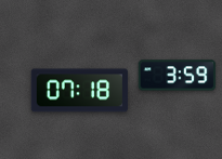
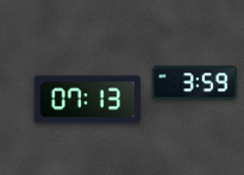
clock at (79, 91): 07:18 -> 07:13
